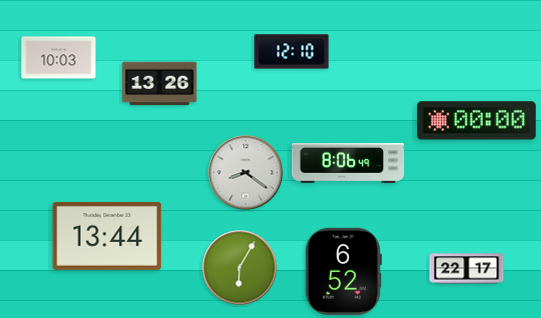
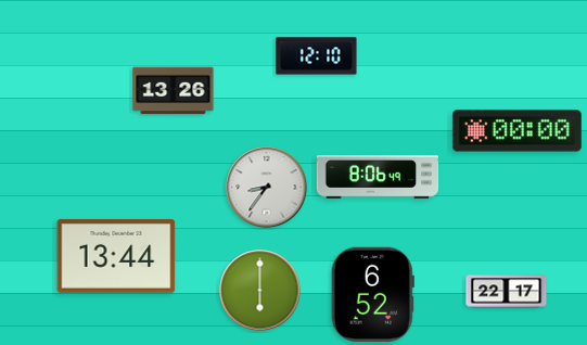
clock at (59, 58): 10:03 -> none
clock at (246, 173): 8:21 -> 8:36
clock at (240, 268): 6:05 -> 6:00
